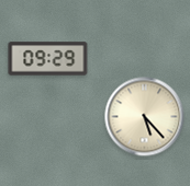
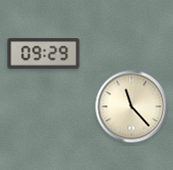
clock at (145, 117): 5:23 -> 11:23
